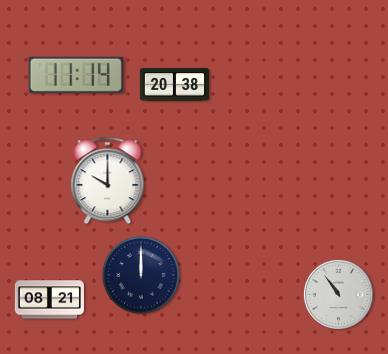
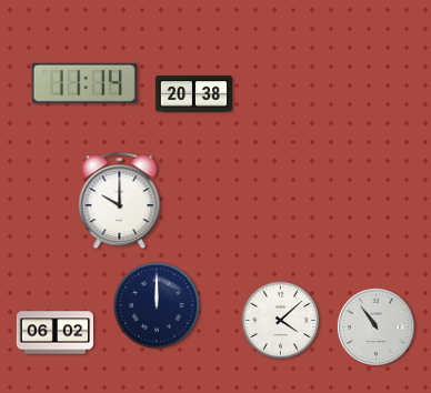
clock at (281, 321): none -> 4:08
clock at (49, 300): 08:21 -> 06:02
